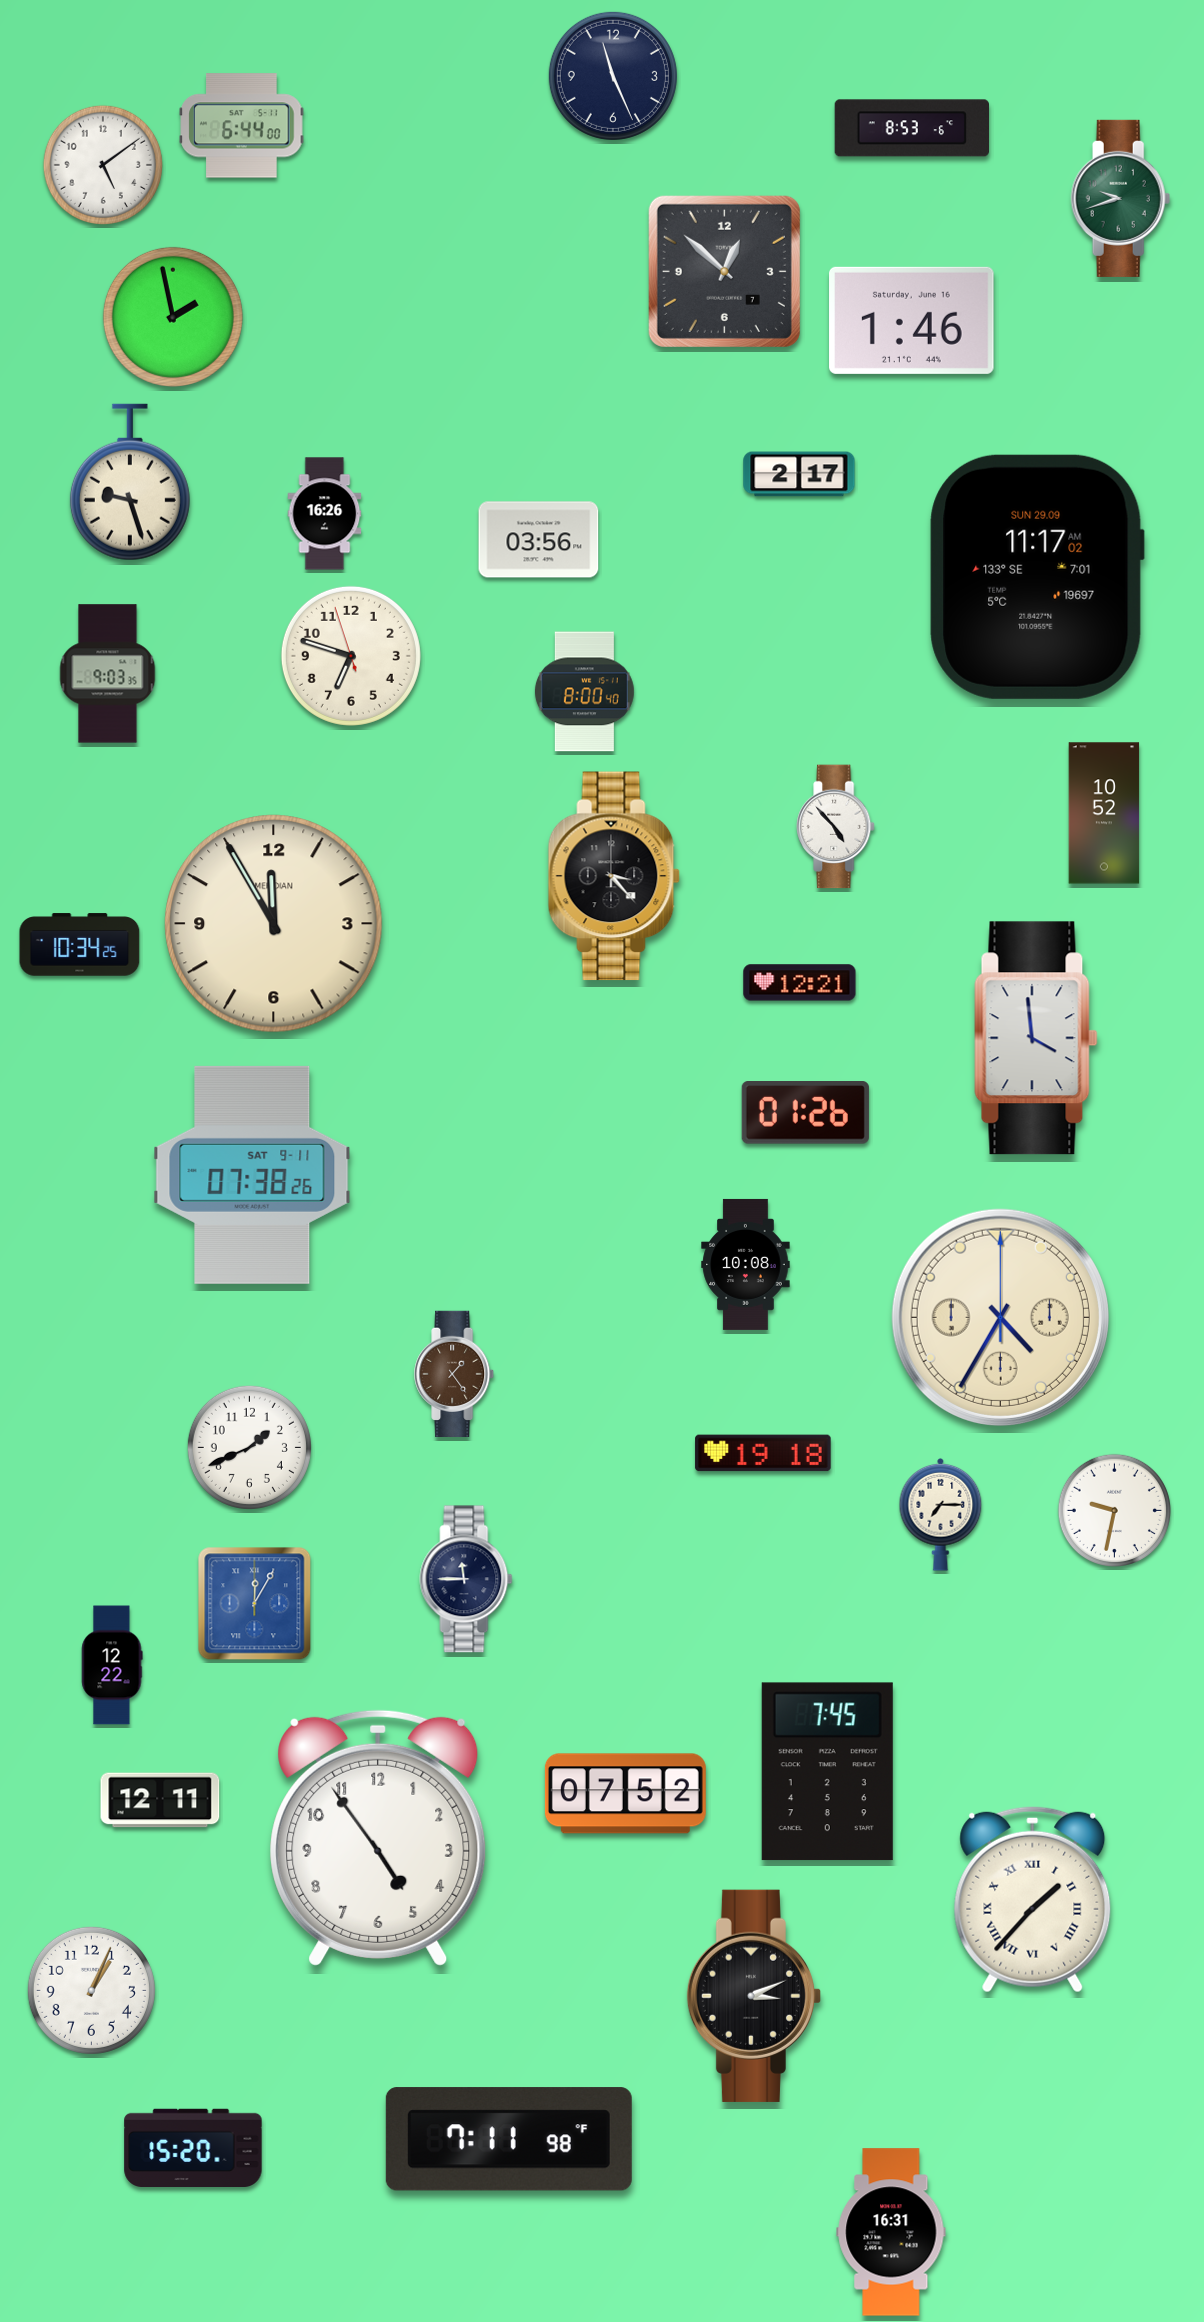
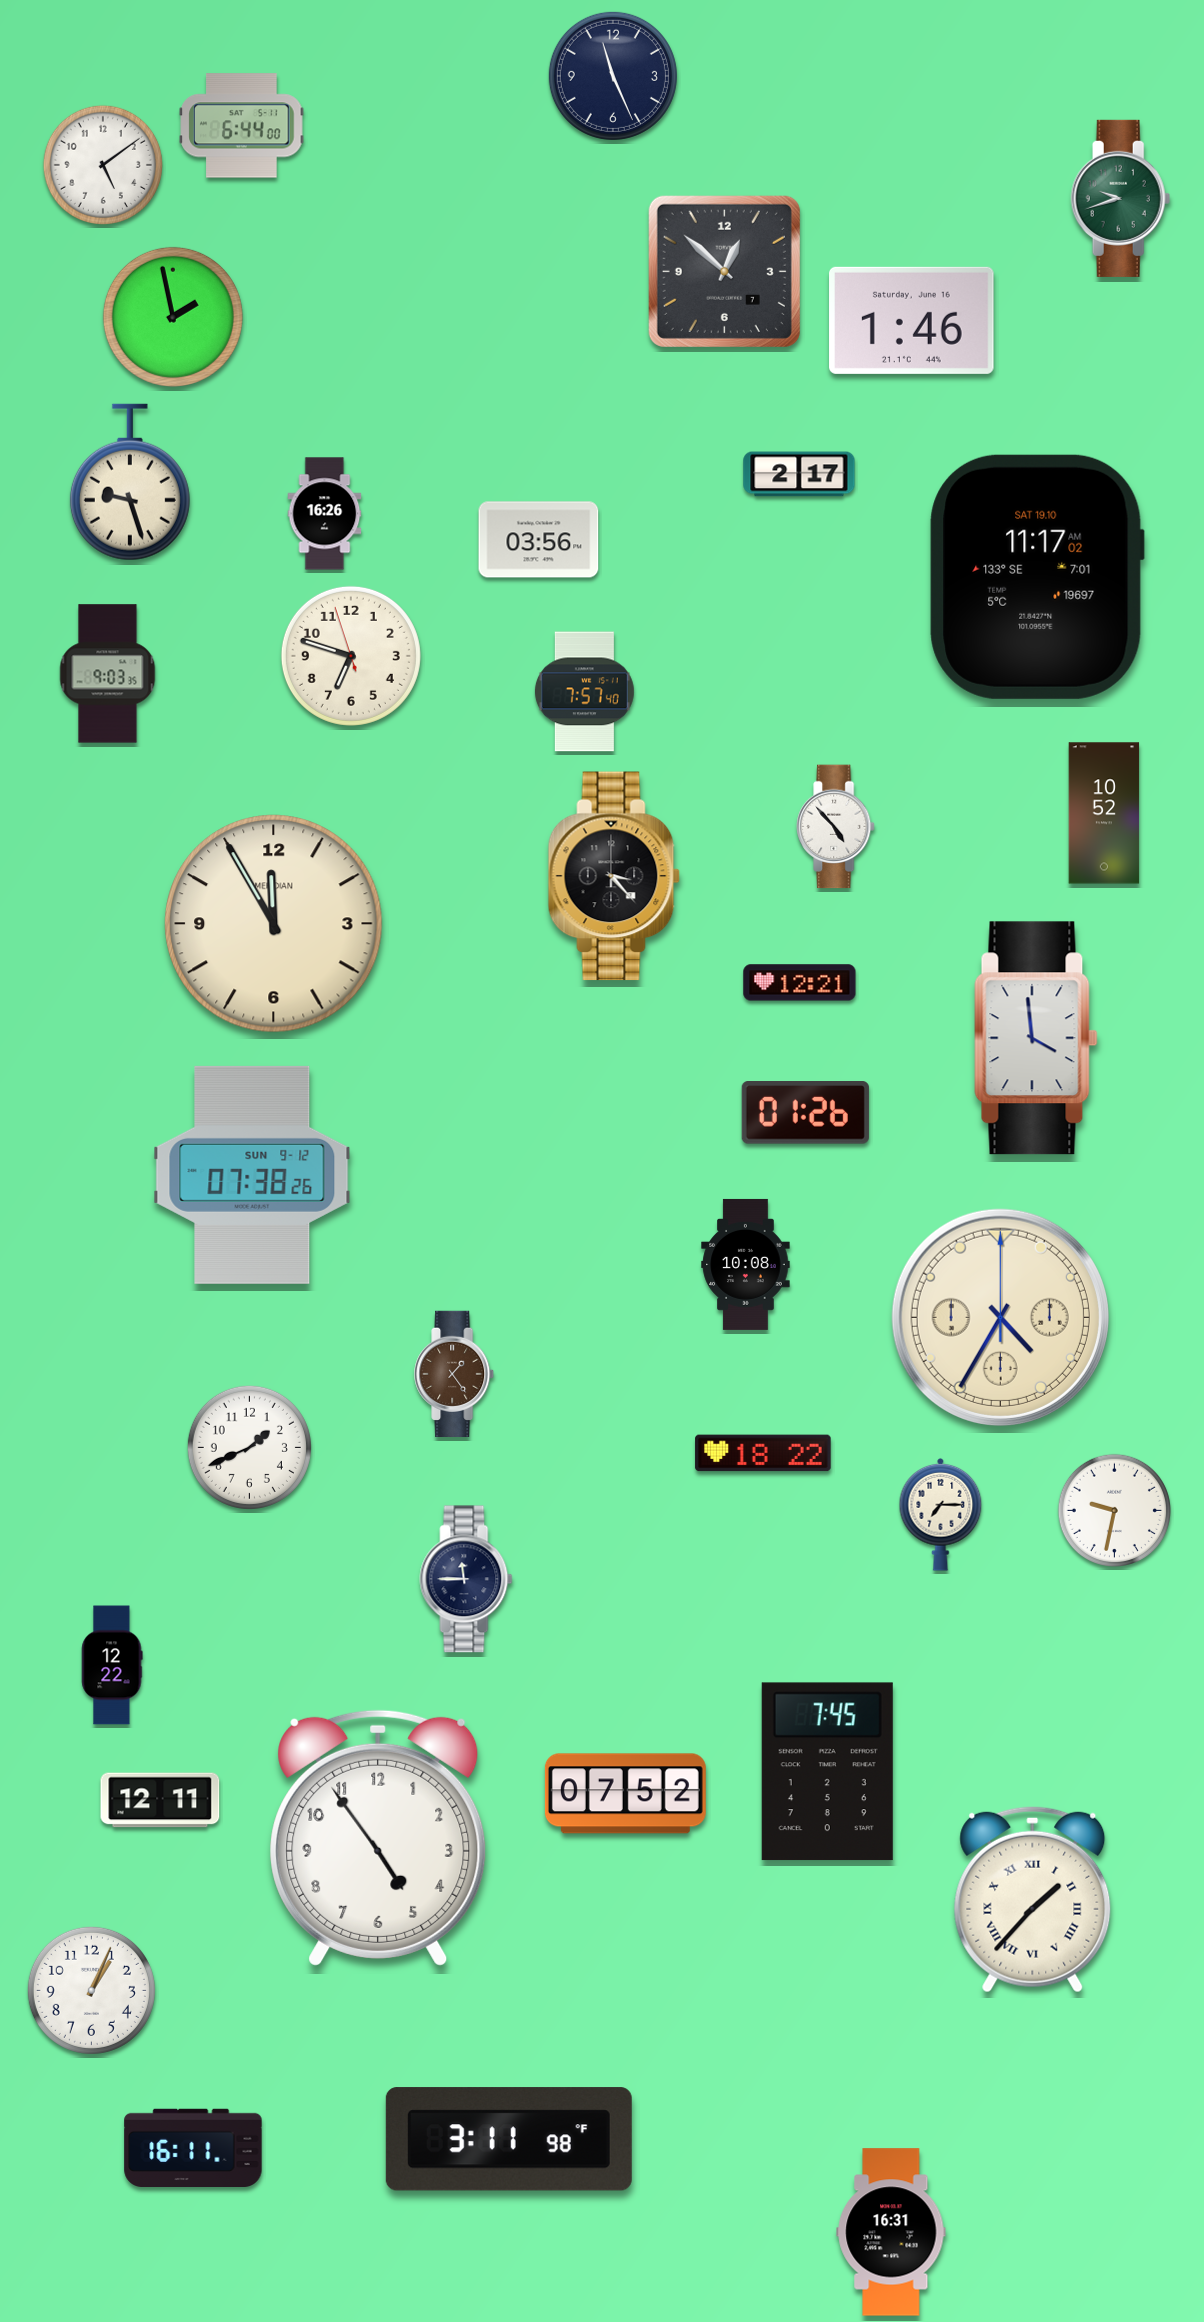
clock at (911, 128): 8:53 -> none
clock at (1037, 577) date: SUN 29.09 -> SAT 19.10
clock at (584, 692): 8:00 -> 7:57
clock at (80, 945): 10:34 -> none
clock at (252, 1175) date: SAT 9-11 -> SUN 9-12
clock at (763, 1453): 19:18 -> 18:22
clock at (255, 1604): 12:05 -> none
clock at (754, 1996): 3:11 -> none
clock at (509, 2139): 7:11 -> 3:11
clock at (193, 2147): 15:20 -> 16:11
